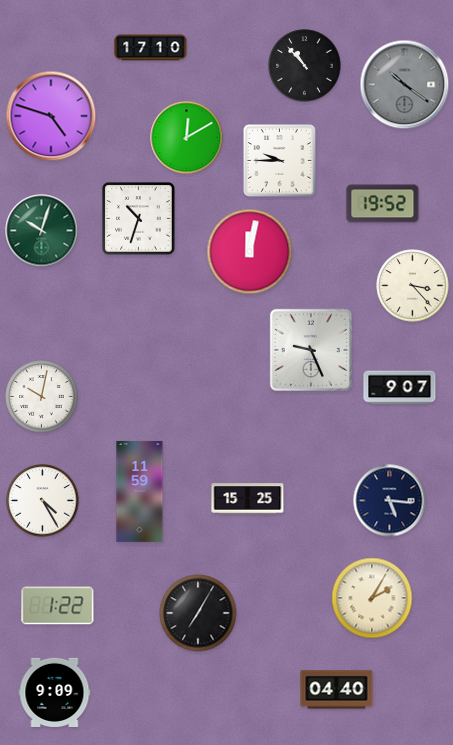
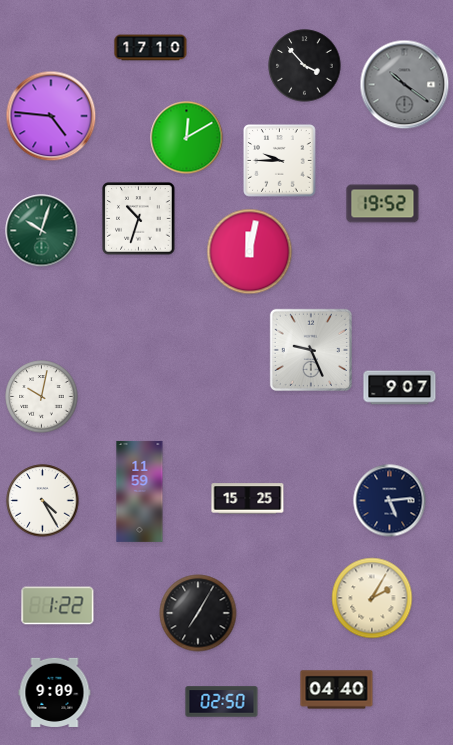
clock at (305, 66): 10:53 -> 3:53
clock at (51, 116): 4:48 -> 4:46
clock at (413, 286): 3:23 -> none
clock at (390, 501): 5:16 -> 5:14
clock at (222, 702): none -> 02:50
